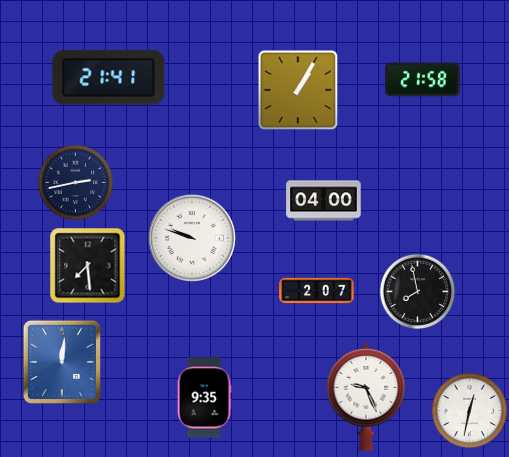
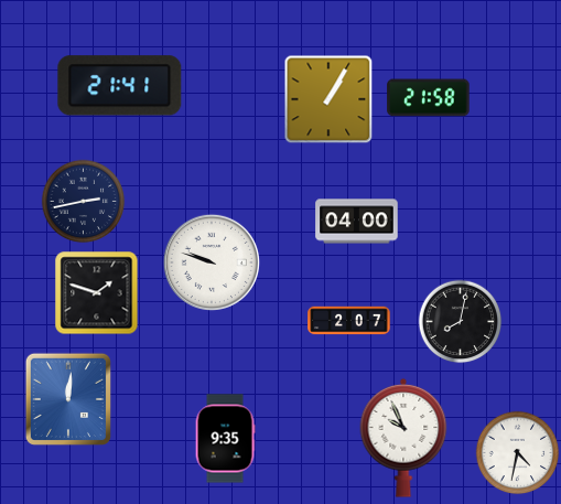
clock at (423, 80) position: (423, 80) -> (429, 98)
clock at (88, 266): 7:29 -> 1:48
clock at (418, 292): 7:58 -> 8:02
clock at (366, 397): 9:26 -> 9:56
clock at (470, 411): 12:32 -> 4:32
